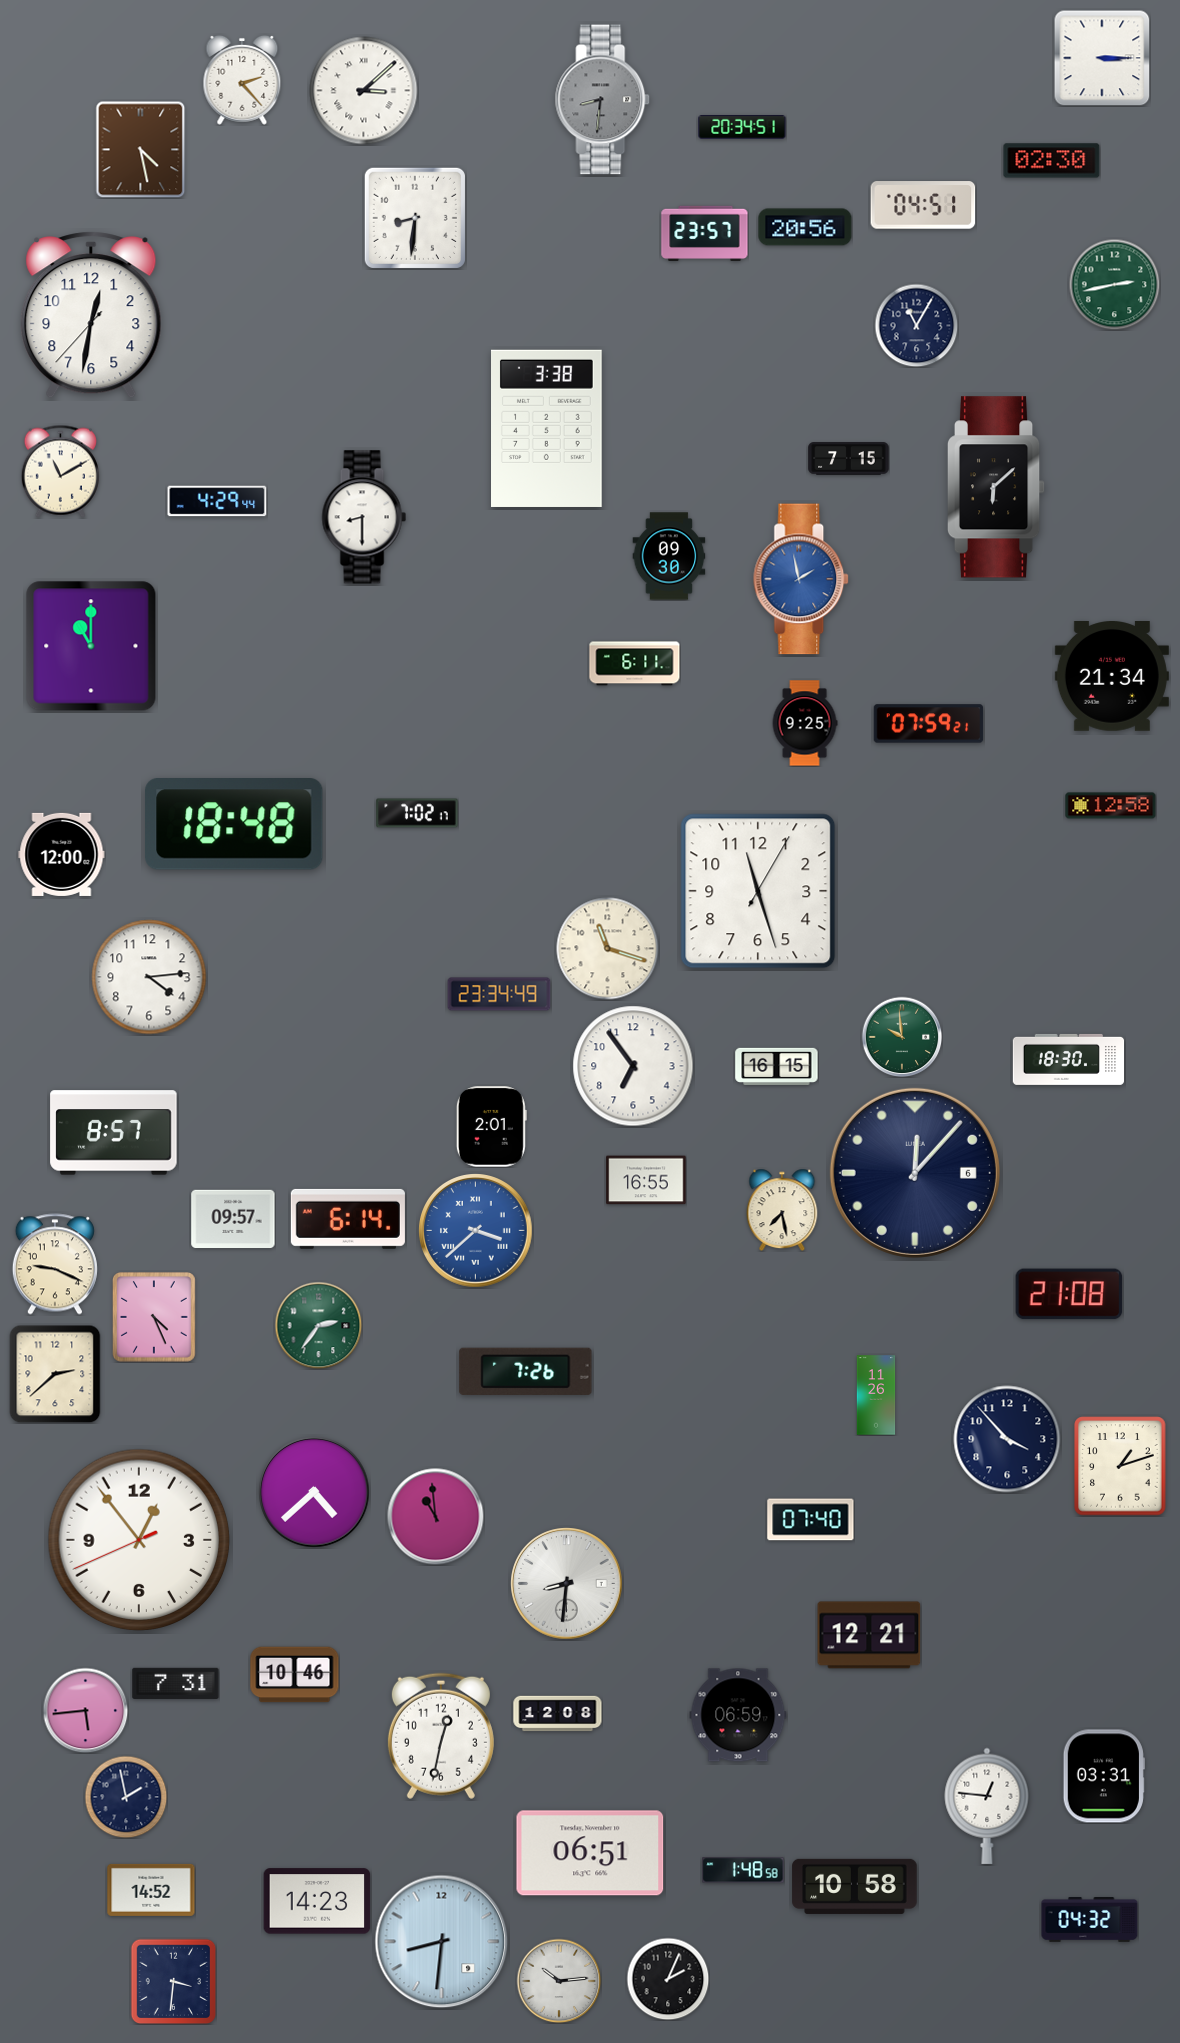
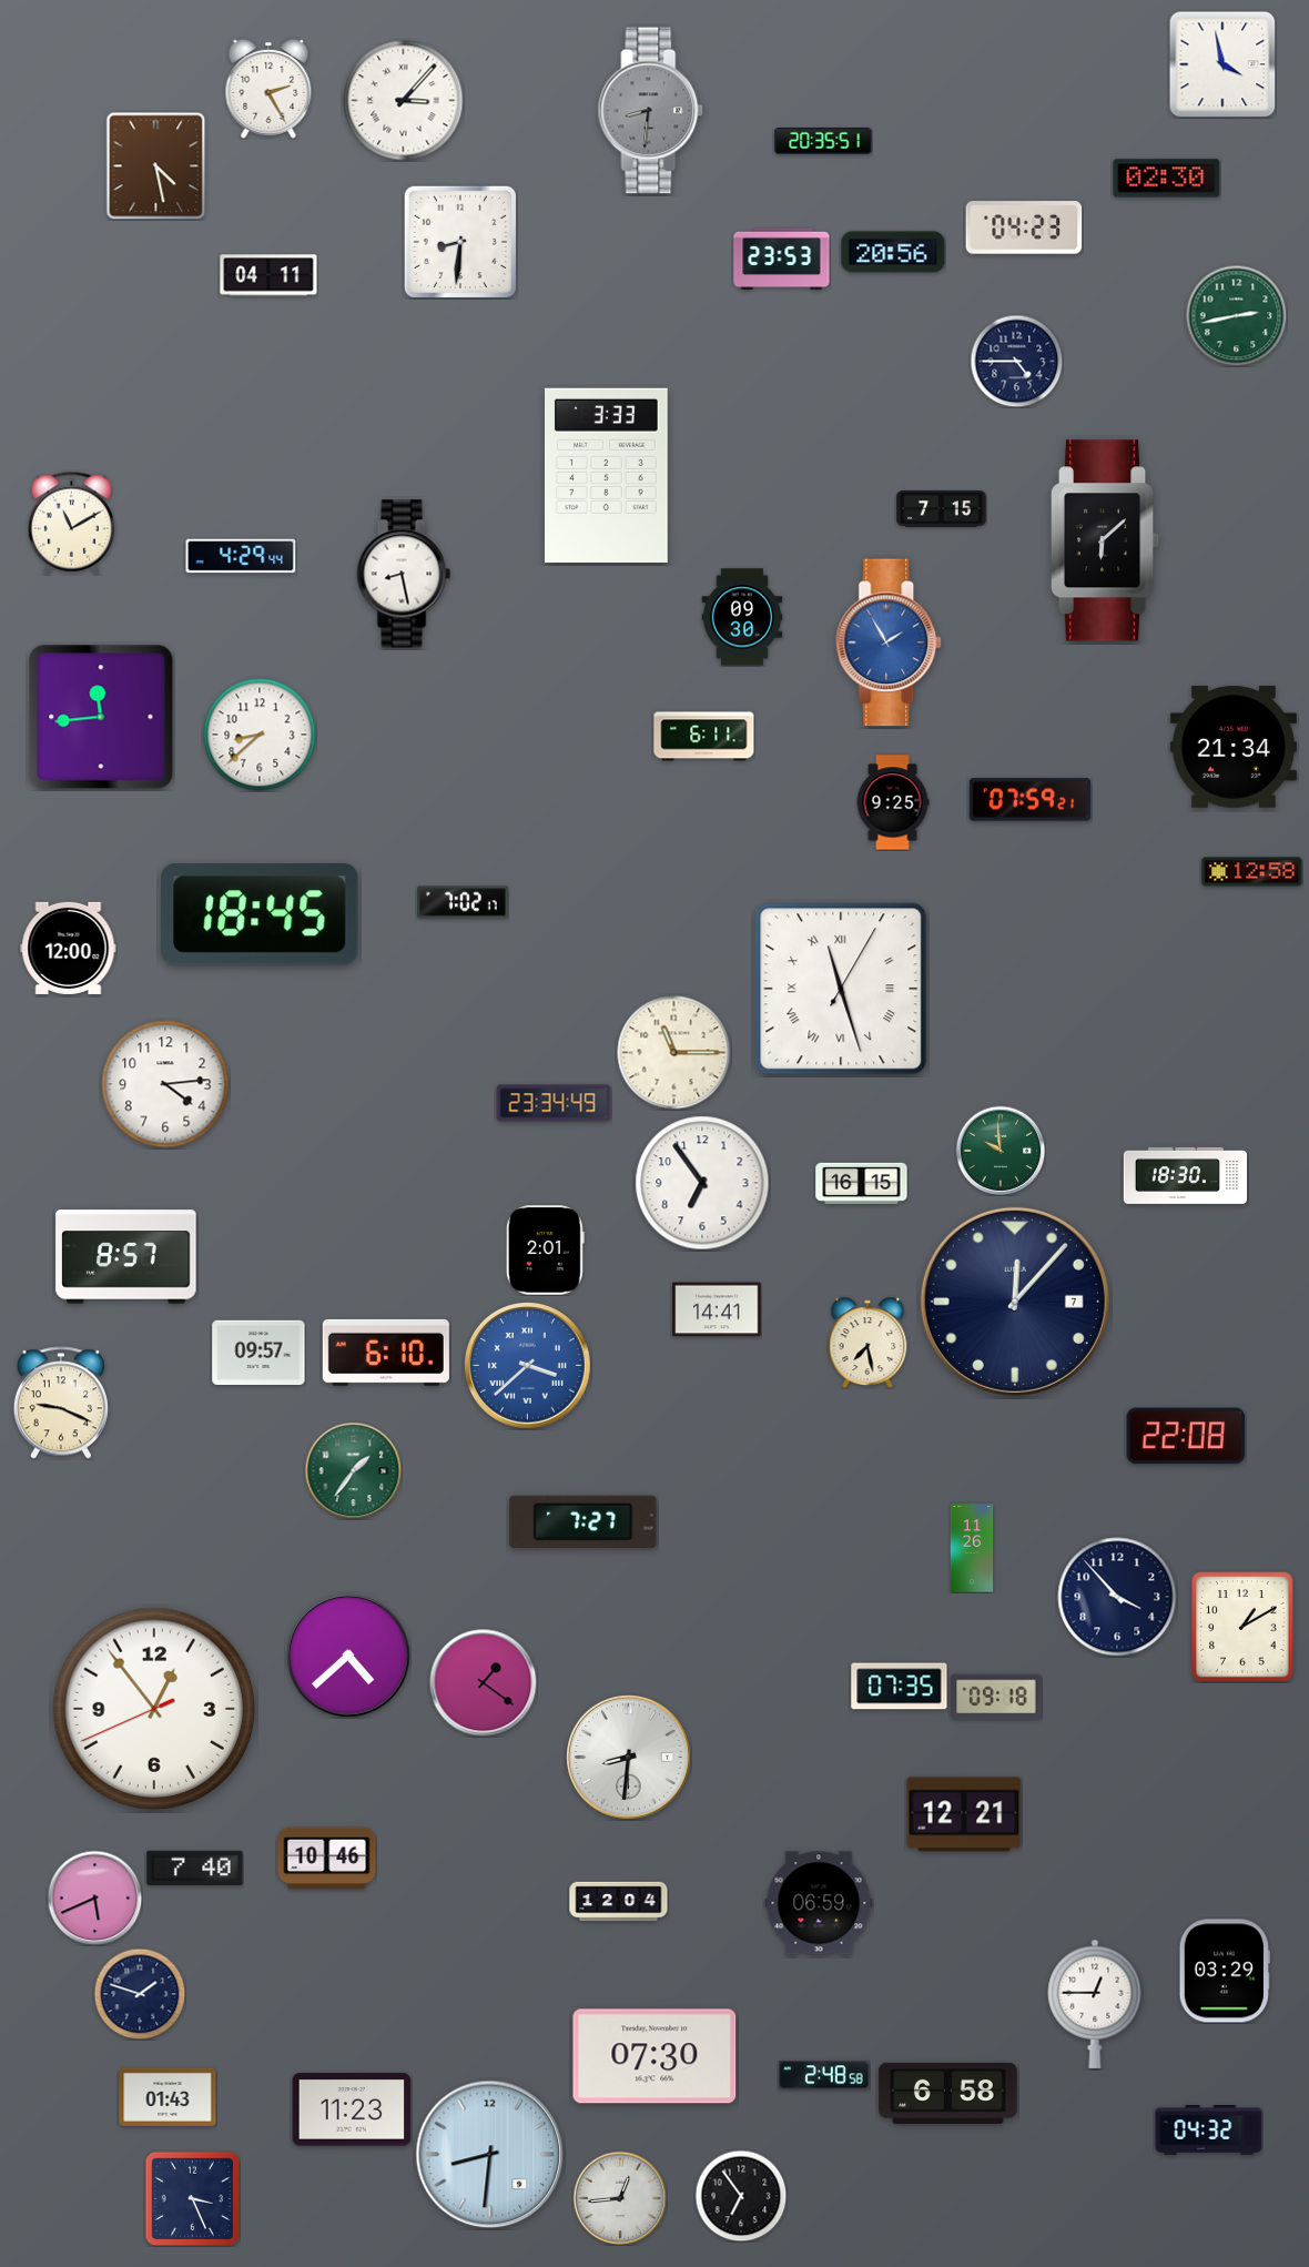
clock at (1102, 58): 3:15 -> 3:58
clock at (242, 80): 2:23 -> 2:25
clock at (364, 91): 3:08 -> 3:07
clock at (603, 100) position: (603, 100) -> (651, 111)
clock at (742, 128): 20:34 -> 20:35
clock at (923, 205): 04:51 -> 04:23
clock at (705, 233): 23:57 -> 23:53
clock at (268, 275): none -> 04:11
clock at (91, 315): 12:31 -> none
clock at (916, 325): 11:05 -> 4:45
clock at (547, 428): 3:38 -> 3:33
clock at (60, 471) position: (60, 471) -> (71, 523)
clock at (364, 517): 8:30 -> 8:28
clock at (802, 579): 1:58 -> 1:55
clock at (91, 646): 11:00 -> 11:44
clock at (260, 735): none -> 8:38
clock at (1112, 677) position: (1112, 677) -> (1234, 748)
clock at (929, 724) position: (929, 724) -> (1031, 800)
clock at (1111, 806) position: (1111, 806) -> (1252, 872)
clock at (234, 824): 18:48 -> 18:45
clock at (758, 891) numerals: Arabic -> Roman
clock at (608, 949): 11:18 -> 11:15
clock at (915, 1173) date: 6 -> 7
clock at (646, 1180): 16:55 -> 14:41
clock at (348, 1219): 6:14 -> 6:10
clock at (1069, 1294): 21:08 -> 22:08
clock at (155, 1318): 4:26 -> none
clock at (318, 1325): 2:36 -> 1:36
clock at (526, 1371): 7:26 -> 7:27
clock at (55, 1374): 2:38 -> none
clock at (1120, 1466): 1:12 -> 1:10
clock at (436, 1517): 10:59 -> 1:21
clock at (811, 1520): 07:40 -> 07:35
clock at (996, 1697): none -> 09:18
clock at (176, 1683): 7:31 -> 7:40
clock at (85, 1710): 5:44 -> 5:41
clock at (558, 1714): 12:08 -> 12:04
clock at (441, 1736): 12:32 -> none
clock at (1104, 1776): 03:31 -> 03:29
clock at (126, 1797): 1:58 -> 1:48
clock at (987, 1806): 12:46 -> 12:45
clock at (590, 1853): 06:51 -> 07:30
clock at (743, 1870): 1:48 -> 2:48
clock at (855, 1886): 10:58 -> 6:58
clock at (151, 1890): 14:52 -> 01:43
clock at (317, 1901): 14:23 -> 11:23
clock at (668, 1979): 2:04 -> 6:54
clock at (173, 1981): 3:31 -> 3:26
clock at (559, 1981): 10:14 -> 12:44
